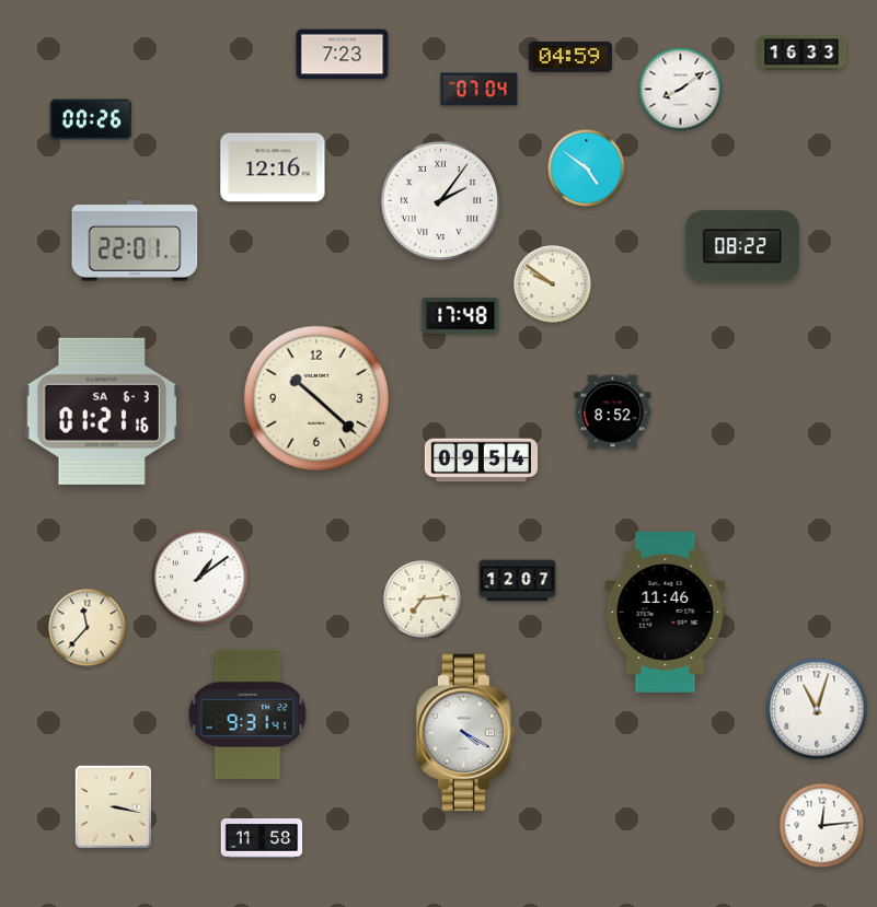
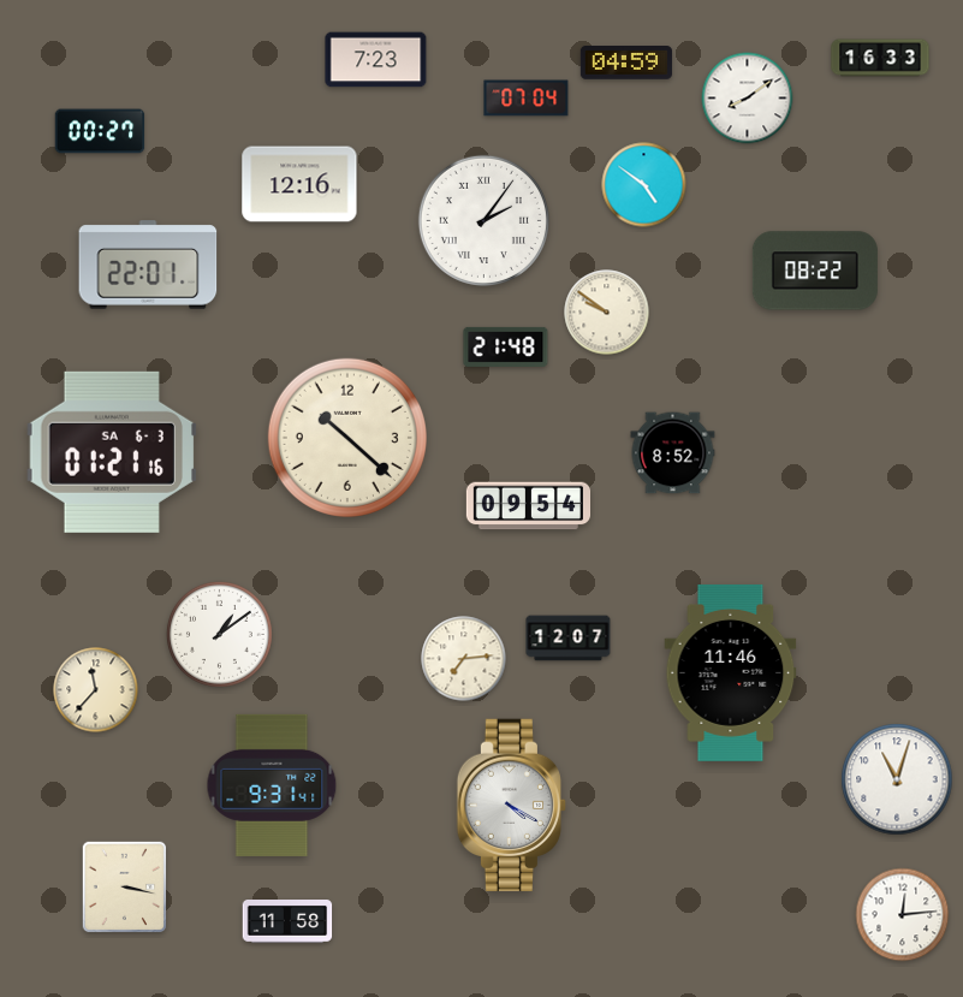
clock at (91, 119): 00:26 -> 00:27
clock at (461, 315): 17:48 -> 21:48
clock at (822, 826) position: (822, 826) -> (903, 915)
